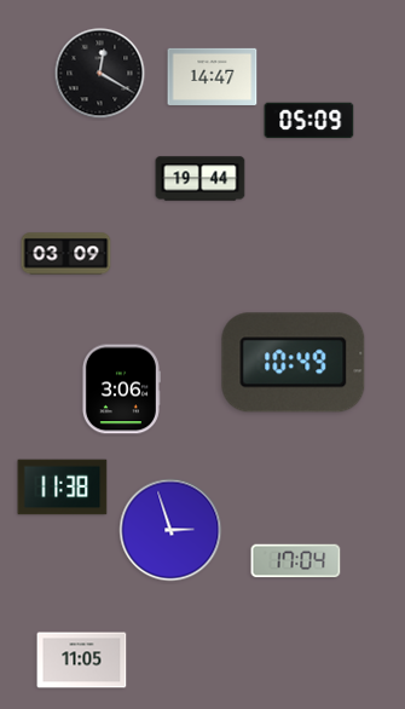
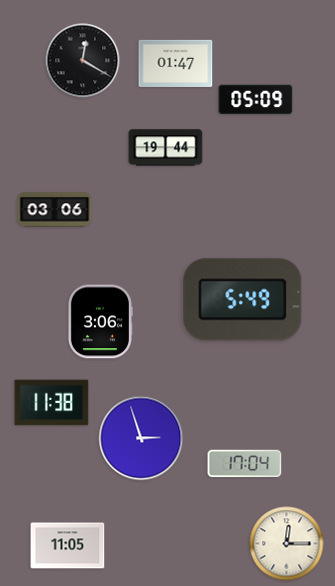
clock at (213, 76): 14:47 -> 01:47
clock at (66, 254): 03:09 -> 03:06
clock at (294, 363): 10:49 -> 5:49
clock at (287, 544): none -> 12:15
